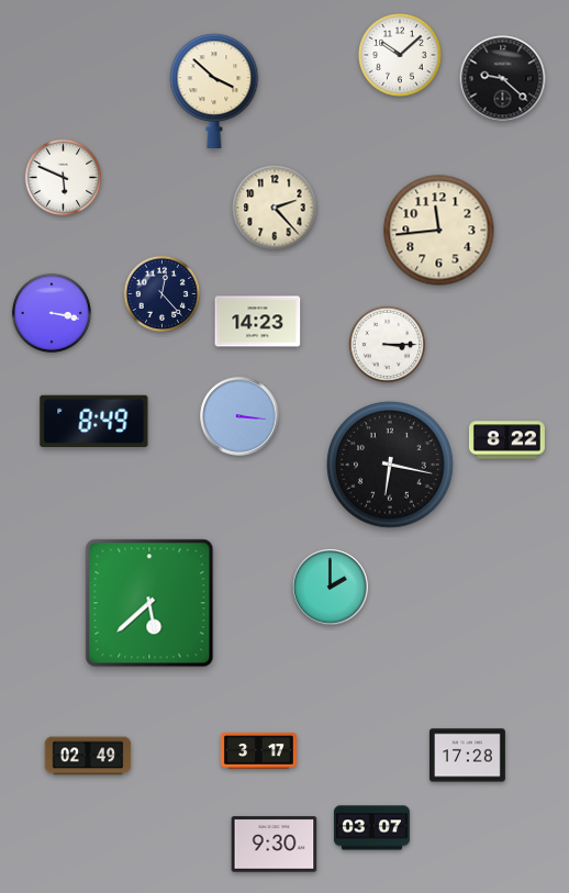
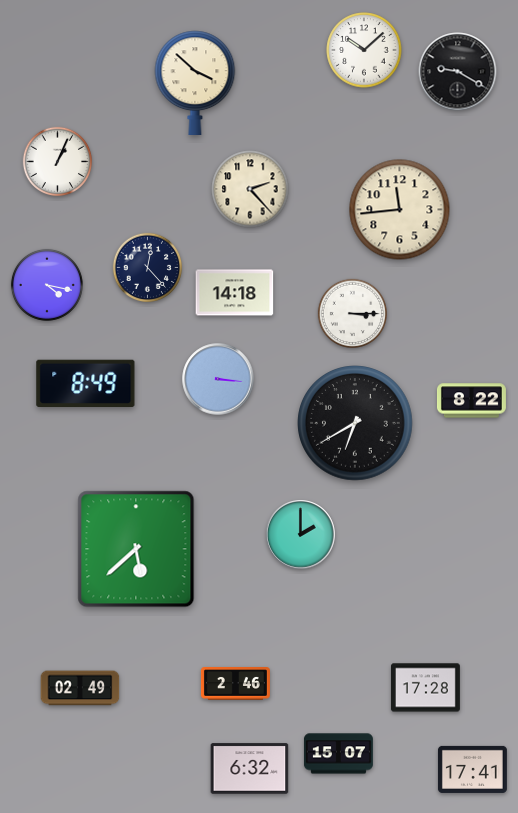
clock at (503, 79): 9:22 -> 9:20
clock at (64, 178): 5:49 -> 1:04
clock at (52, 313): 3:17 -> 4:17
clock at (258, 322): 14:23 -> 14:18
clock at (506, 440) position: (506, 440) -> (471, 401)
clock at (390, 465): 6:17 -> 6:40
clock at (258, 751): 3:17 -> 2:46
clock at (371, 828): 03:07 -> 15:07
clock at (275, 845): 9:30 -> 6:32
clock at (472, 769): none -> 17:41
